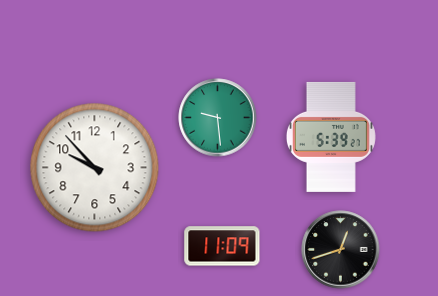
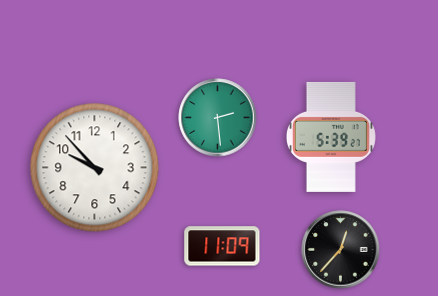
clock at (218, 118): 9:29 -> 2:29
clock at (341, 250): 12:42 -> 12:37
